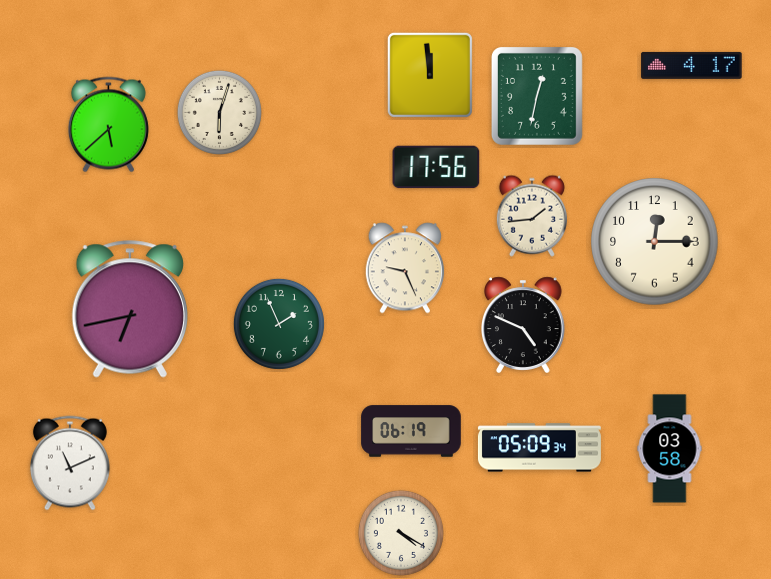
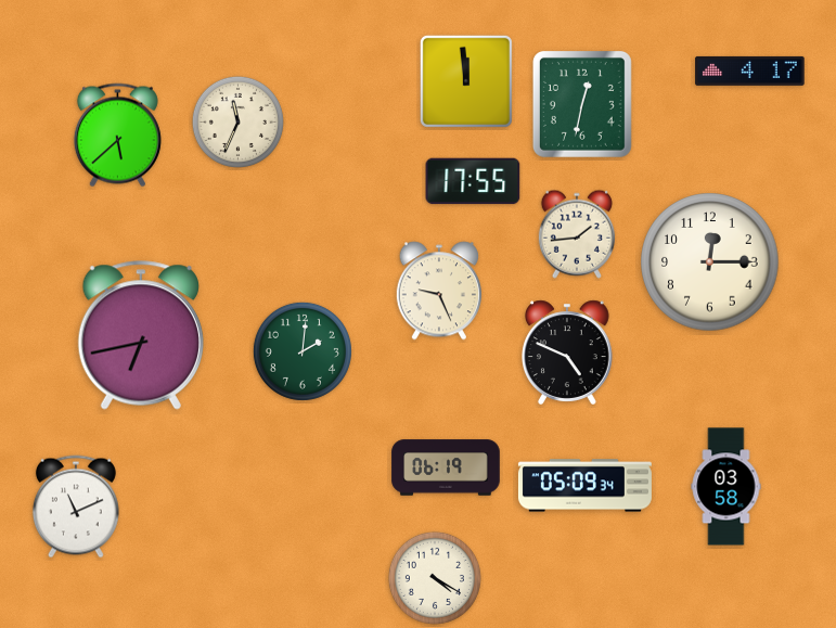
clock at (219, 112): 6:03 -> 11:34
clock at (436, 167): 17:56 -> 17:55
clock at (279, 324): 1:56 -> 2:01
clock at (70, 463) position: (70, 463) -> (76, 507)
